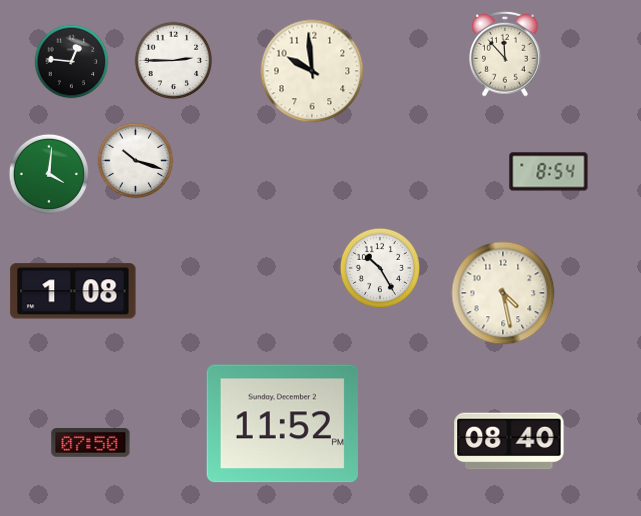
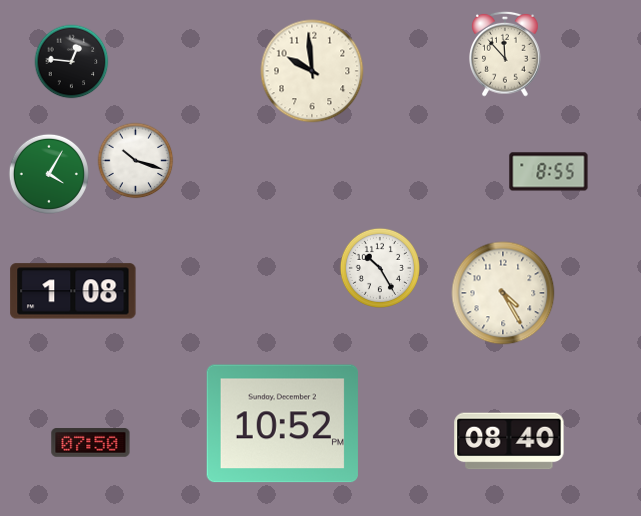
clock at (174, 61): 2:45 -> none
clock at (549, 172): 8:54 -> 8:55
clock at (49, 174): 4:01 -> 4:05
clock at (503, 293): 4:28 -> 4:25
clock at (282, 424): 11:52 -> 10:52
